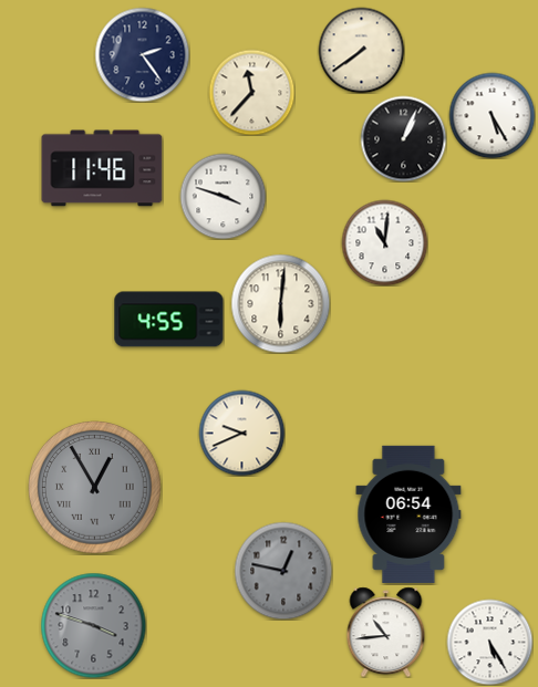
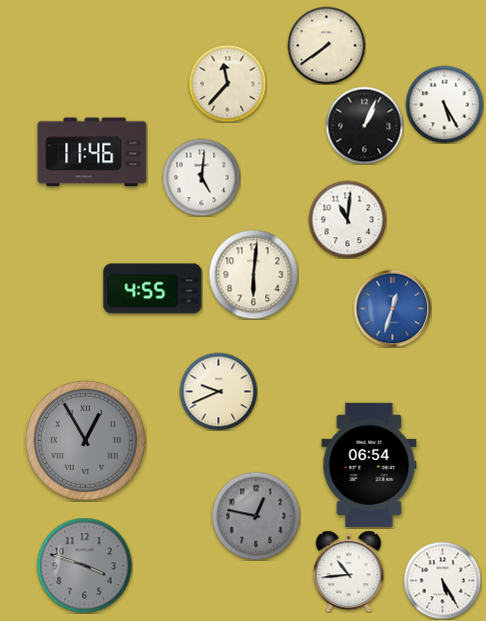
clock at (142, 54): 2:24 -> none
clock at (223, 196): 3:48 -> 5:01
clock at (392, 308): none -> 12:33
